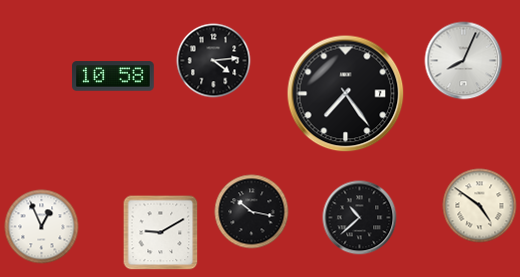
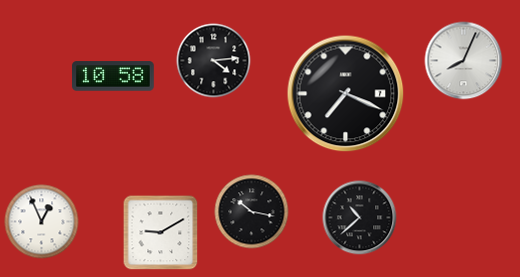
clock at (346, 94): 7:24 -> 7:19
clock at (480, 206): 4:51 -> none
clock at (42, 227) position: (42, 227) -> (42, 222)
